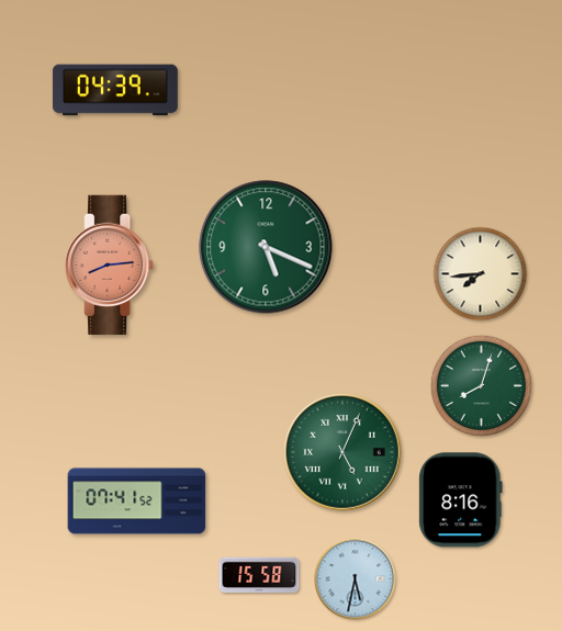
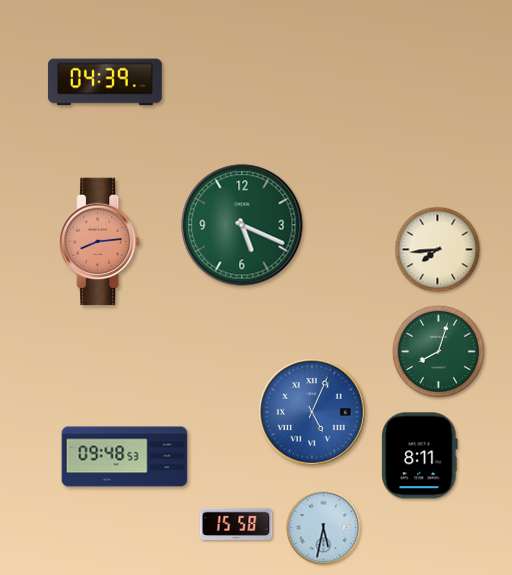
clock at (344, 453) dial: green -> blue
clock at (461, 500): 8:16 -> 8:11
clock at (137, 502): 07:41 -> 09:48
